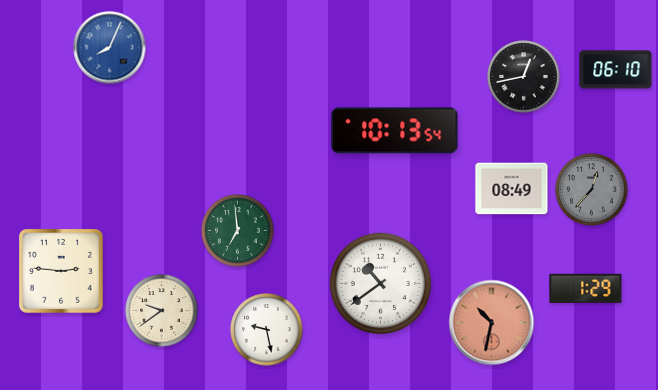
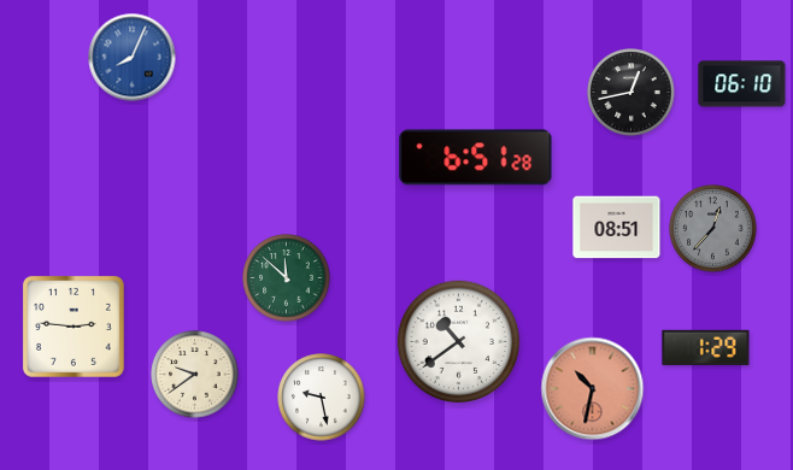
clock at (395, 131): 10:13 -> 6:51
clock at (512, 189): 08:49 -> 08:51
clock at (238, 231): 6:59 -> 11:52
